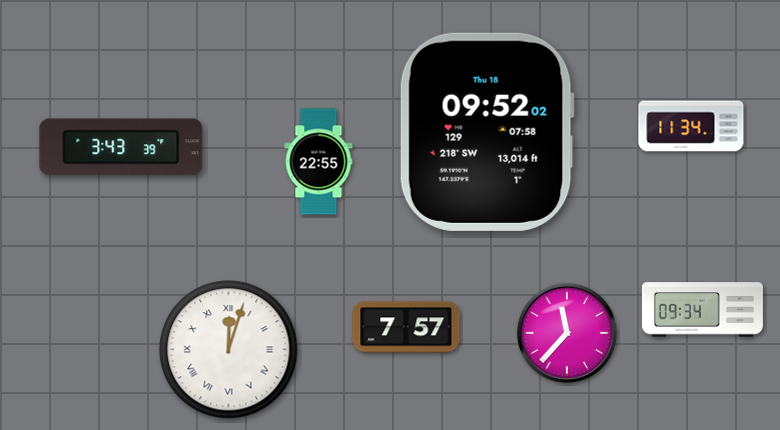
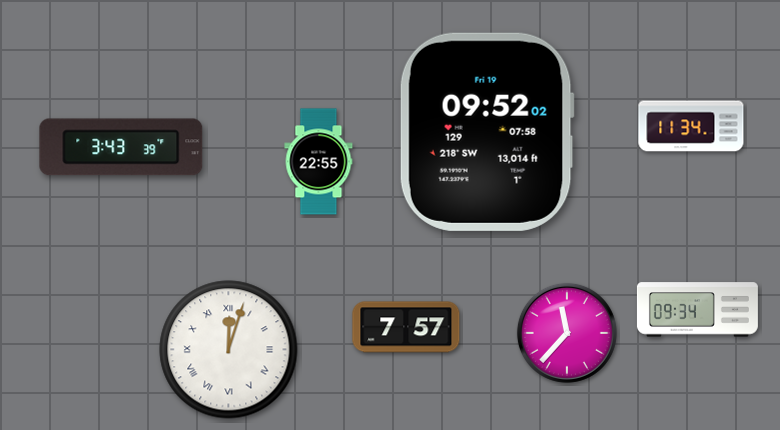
clock at (487, 132) date: Thu 18 -> Fri 19
clock at (702, 310) position: (702, 310) -> (697, 310)
